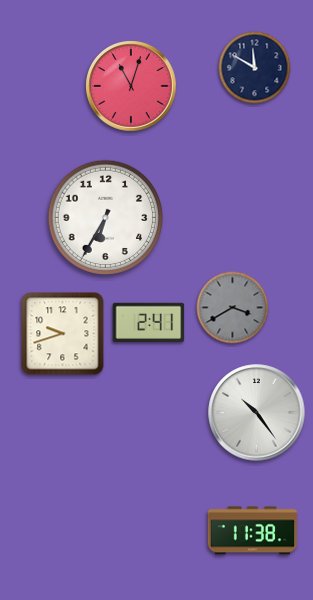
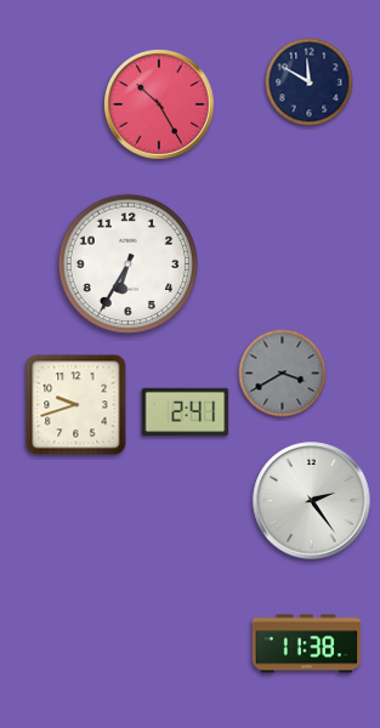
clock at (131, 86): 11:03 -> 10:25
clock at (149, 322) position: (149, 322) -> (186, 411)
clock at (257, 413): 10:24 -> 2:24
